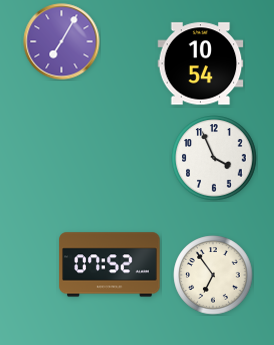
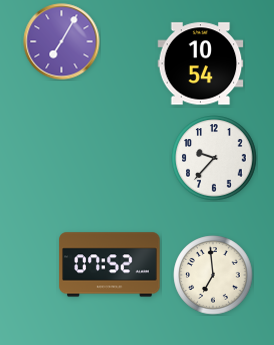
clock at (214, 158): 3:56 -> 9:37
clock at (213, 275): 6:54 -> 6:59
